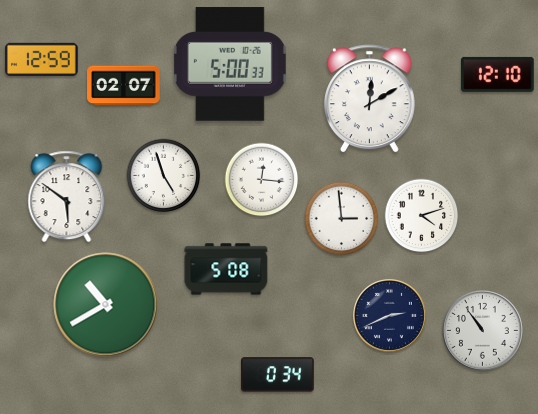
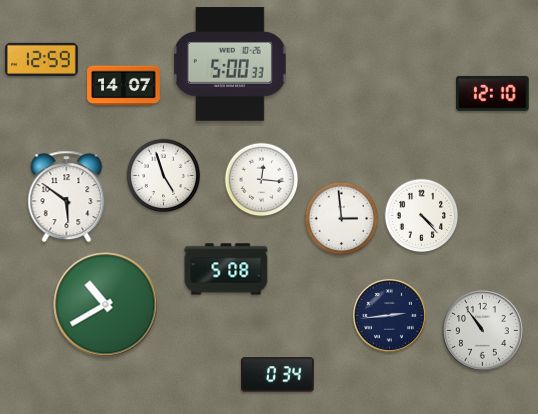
clock at (498, 74) position: (498, 74) -> (493, 93)
clock at (124, 86): 02:07 -> 14:07
clock at (369, 99): 12:10 -> none
clock at (422, 216): 4:12 -> 4:23
clock at (389, 315): 2:41 -> 2:44
